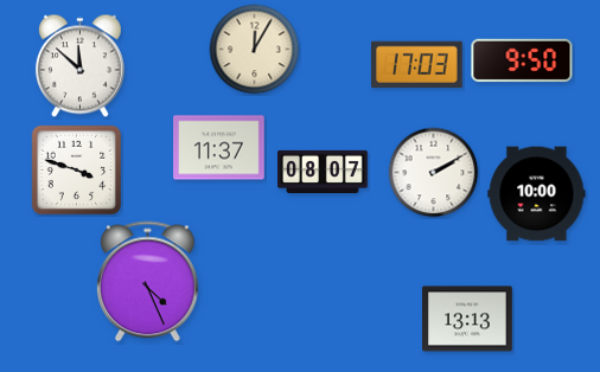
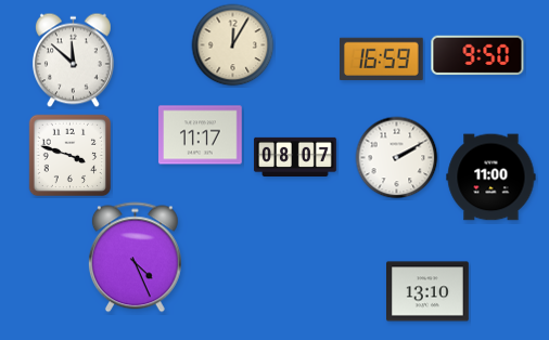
clock at (417, 64): 17:03 -> 16:59
clock at (219, 148): 11:37 -> 11:17
clock at (537, 194): 10:00 -> 11:00
clock at (468, 319): 13:13 -> 13:10
